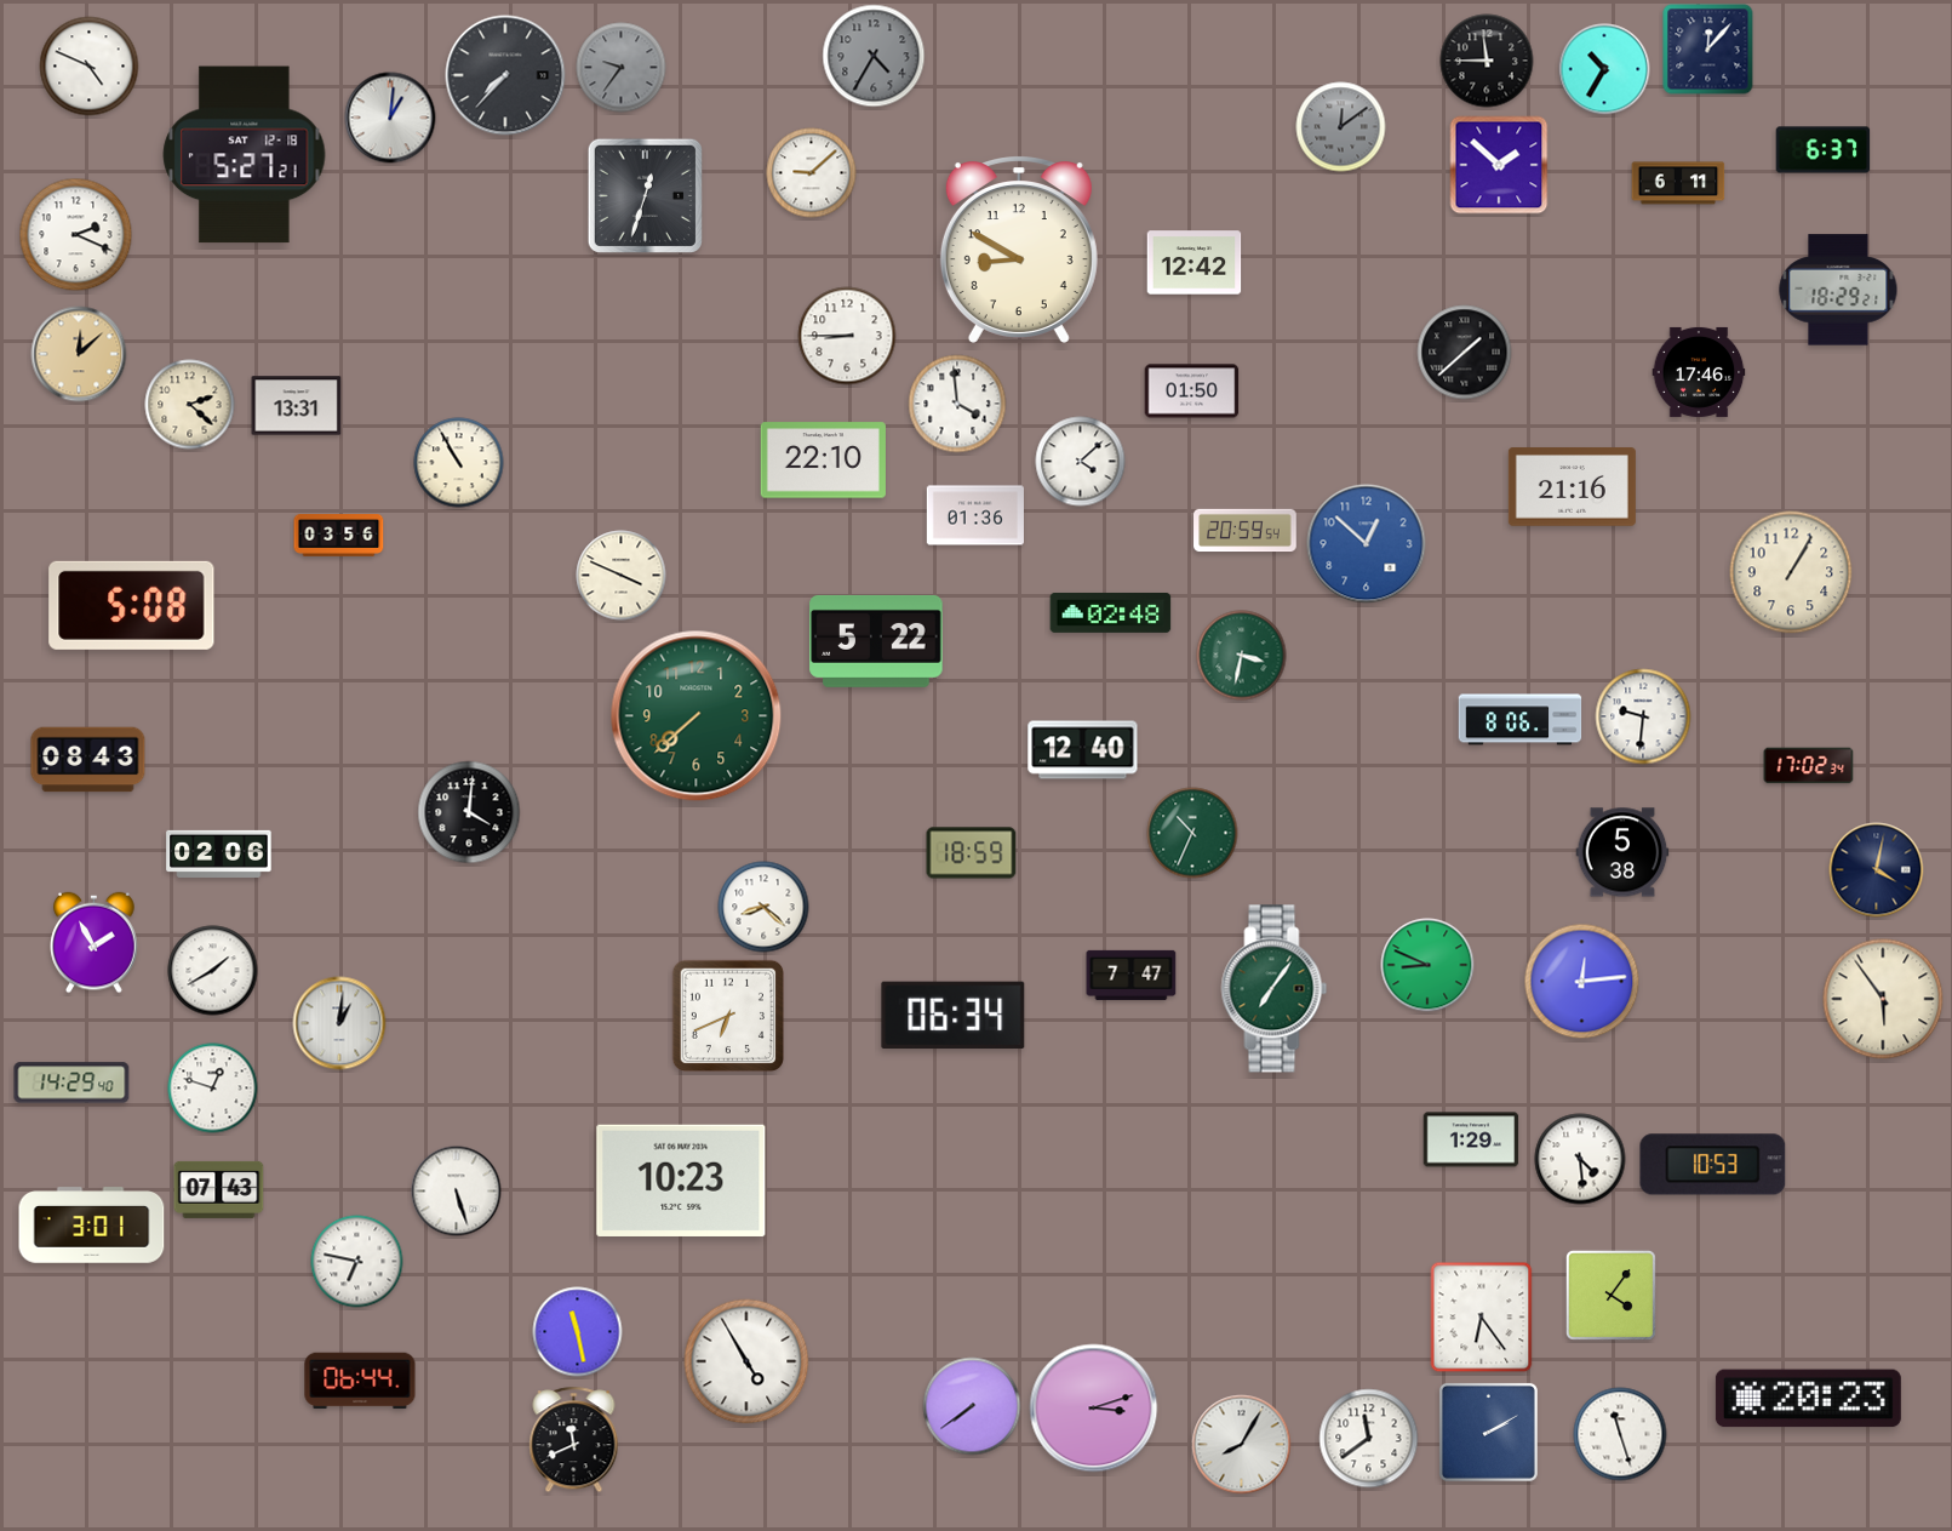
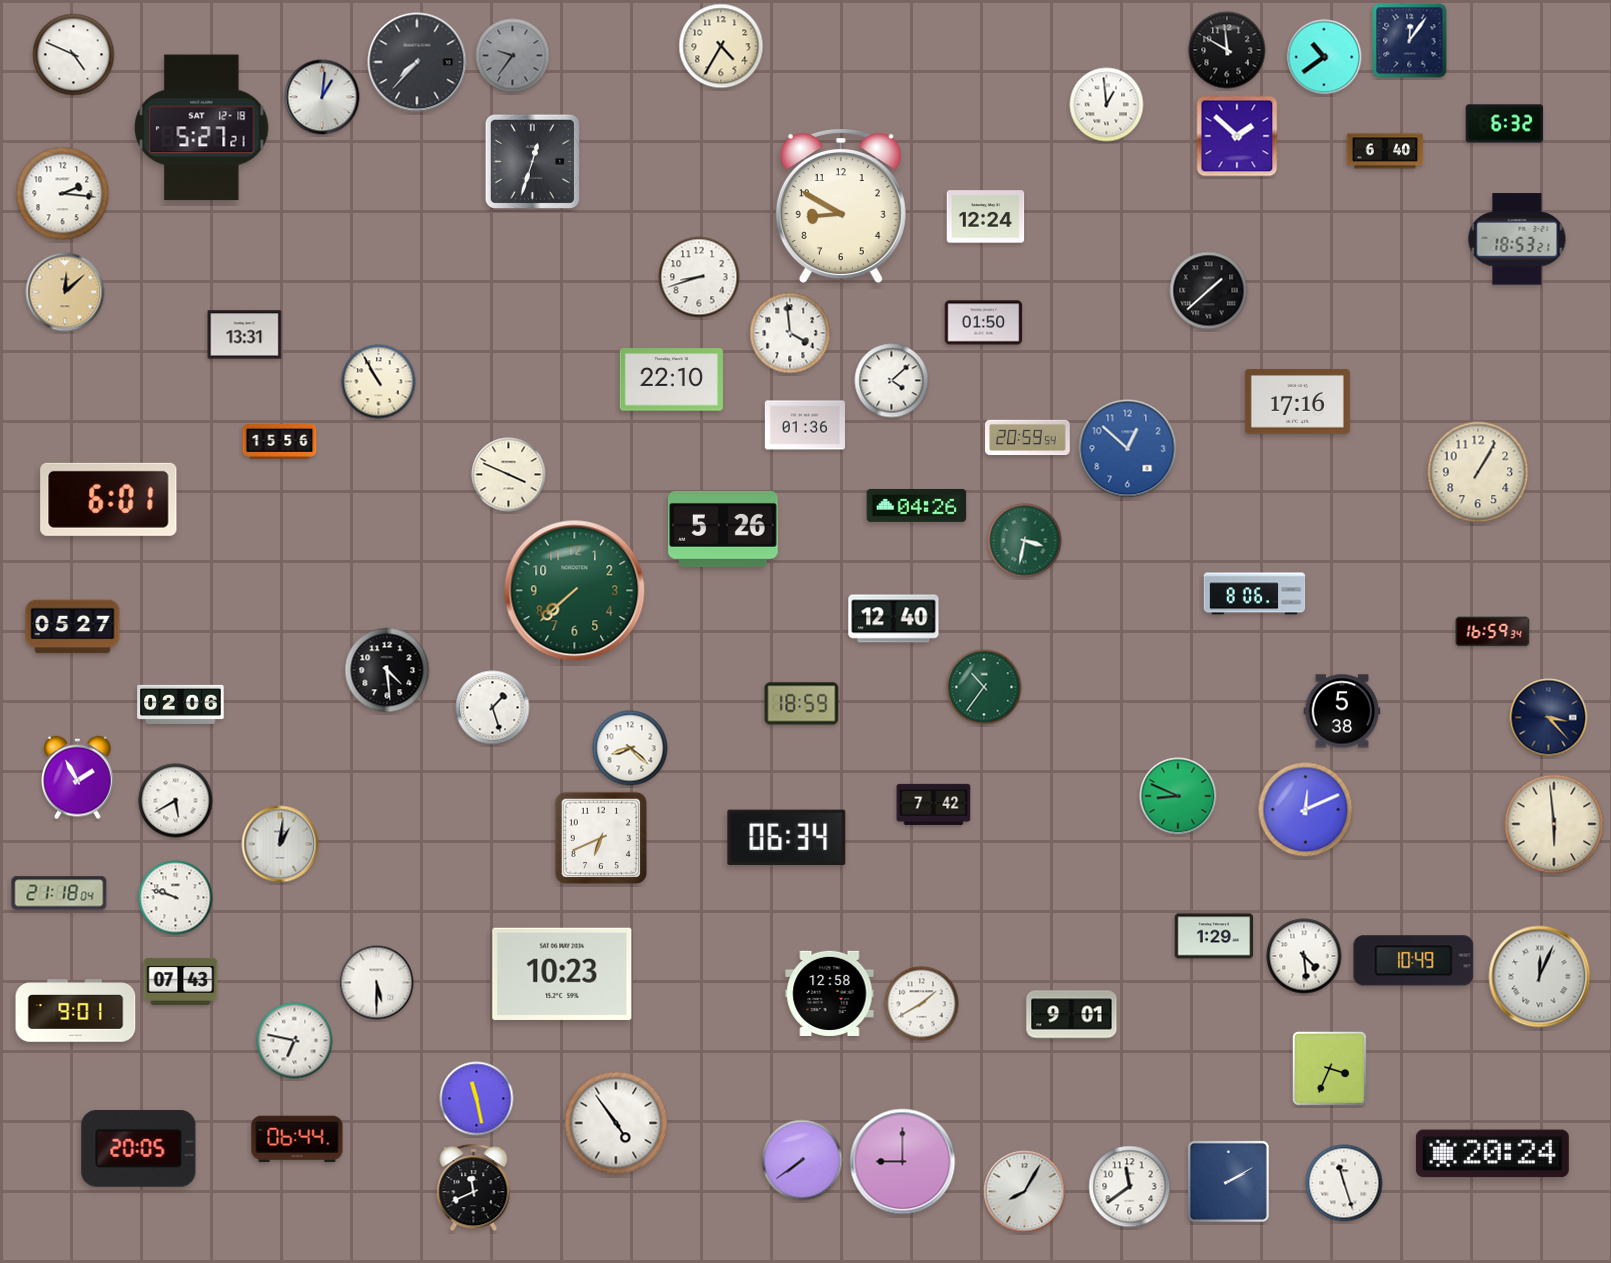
clock at (1708, 50): 12:07 -> 12:06
clock at (874, 56) dial: grey -> cream
clock at (1487, 61): 11:45 -> 11:50
clock at (1604, 69): 10:35 -> 10:39
clock at (1341, 127): 12:09 -> 12:59
clock at (1341, 127) dial: grey -> white
clock at (1824, 150): 6:37 -> 6:32
clock at (812, 173): 9:08 -> none
clock at (1678, 183): 6:11 -> 6:40
clock at (76, 235): 2:19 -> 2:16
clock at (1195, 263): 12:42 -> 12:24
clock at (1838, 290): 18:29 -> 18:53
clock at (847, 336): 8:45 -> 8:42
clock at (1699, 372): 17:46 -> none
clock at (190, 405): 2:22 -> none
clock at (823, 461) position: (823, 461) -> (671, 380)
clock at (1572, 487): 21:16 -> 17:16
clock at (339, 536): 03:56 -> 15:56
clock at (622, 576) position: (622, 576) -> (509, 475)
clock at (132, 605): 5:08 -> 6:01
clock at (1111, 612): 02:48 -> 04:26
clock at (876, 641): 5:22 -> 5:26
clock at (1643, 716): 9:31 -> none
clock at (88, 760): 08:43 -> 05:27
clock at (1809, 766): 17:02 -> 16:59
clock at (469, 812): 4:01 -> 4:29
clock at (1192, 833): 10:34 -> 10:36
clock at (1622, 852) position: (1622, 852) -> (1342, 711)
clock at (493, 708): none -> 1:27
clock at (1877, 870): 4:02 -> 3:23
clock at (213, 971): 1:40 -> 5:40
clock at (1132, 975): 7:47 -> 7:42
clock at (1582, 982): 12:14 -> 12:11
clock at (1275, 989): 7:06 -> none
clock at (1883, 999): 5:54 -> 5:59
clock at (71, 1082): 14:29 -> 21:18
clock at (213, 1089): 12:48 -> 9:48
clock at (1471, 1139) position: (1471, 1139) -> (1214, 936)
clock at (1713, 1165): 10:53 -> 10:49
clock at (1540, 977): none -> 12:04
clock at (457, 1192): 5:27 -> 5:30
clock at (830, 993): none -> 12:58
clock at (922, 1004): none -> 1:40
clock at (92, 1226): 3:01 -> 9:01
clock at (1072, 1015): none -> 9:01
clock at (1610, 1295): 4:06 -> 3:34
clock at (1482, 1318): 6:24 -> none
clock at (746, 1361): 4:55 -> 4:54
clock at (139, 1149): none -> 20:05
clock at (1808, 1399): 20:23 -> 20:24
clock at (1094, 1409): 3:12 -> 9:00
clock at (1620, 1434) position: (1620, 1434) -> (1344, 1183)
